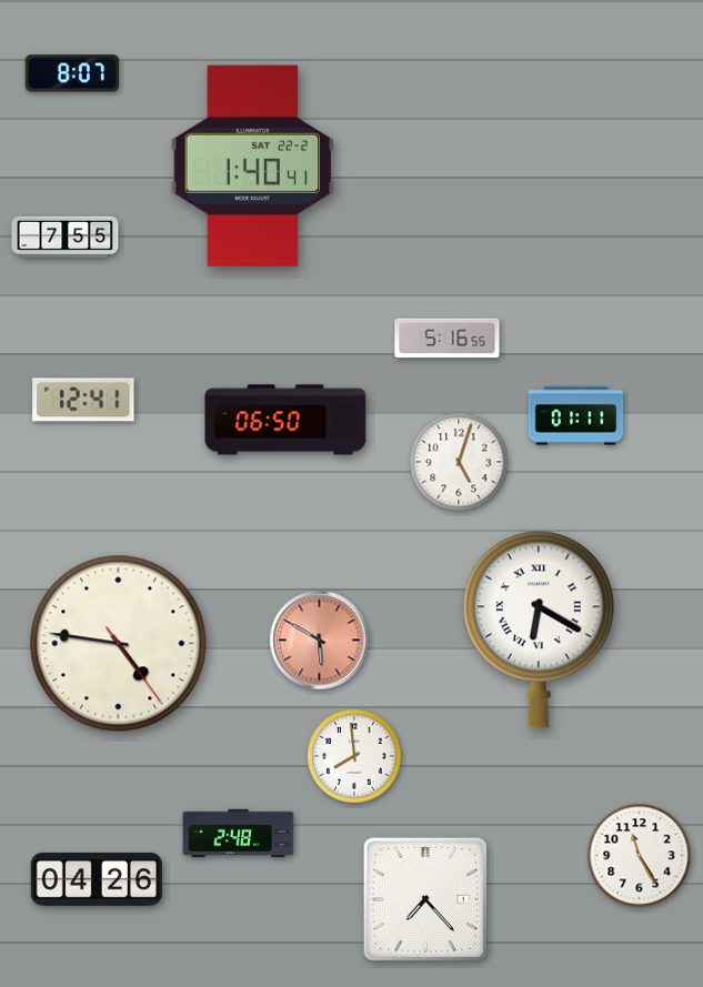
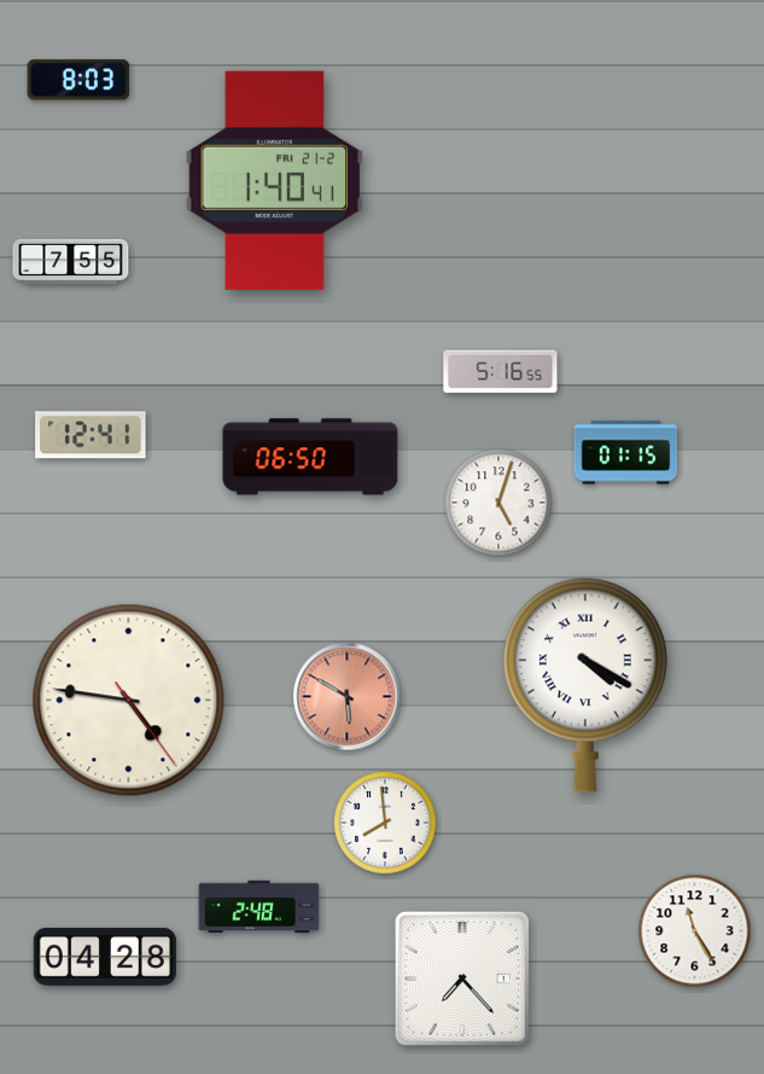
clock at (72, 73): 8:07 -> 8:03
clock at (253, 165) date: SAT 22-2 -> FRI 21-2
clock at (66, 236) position: (66, 236) -> (71, 261)
clock at (448, 339) position: (448, 339) -> (501, 372)
clock at (576, 416): 01:11 -> 01:15
clock at (539, 630): 6:20 -> 4:20
clock at (97, 879): 04:26 -> 04:28
